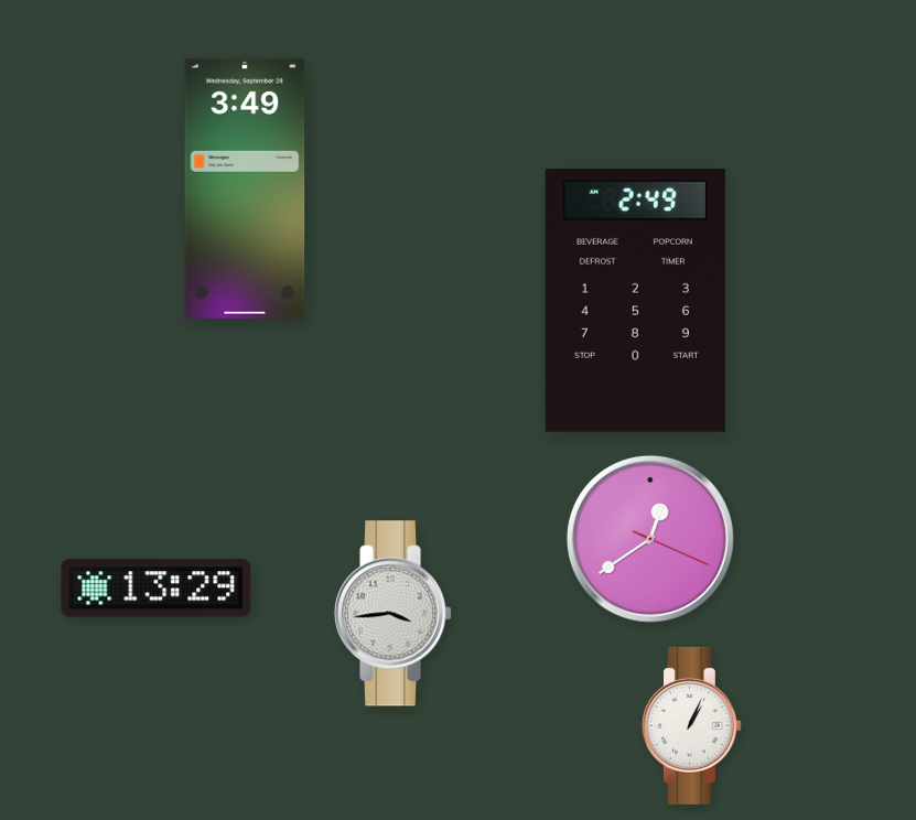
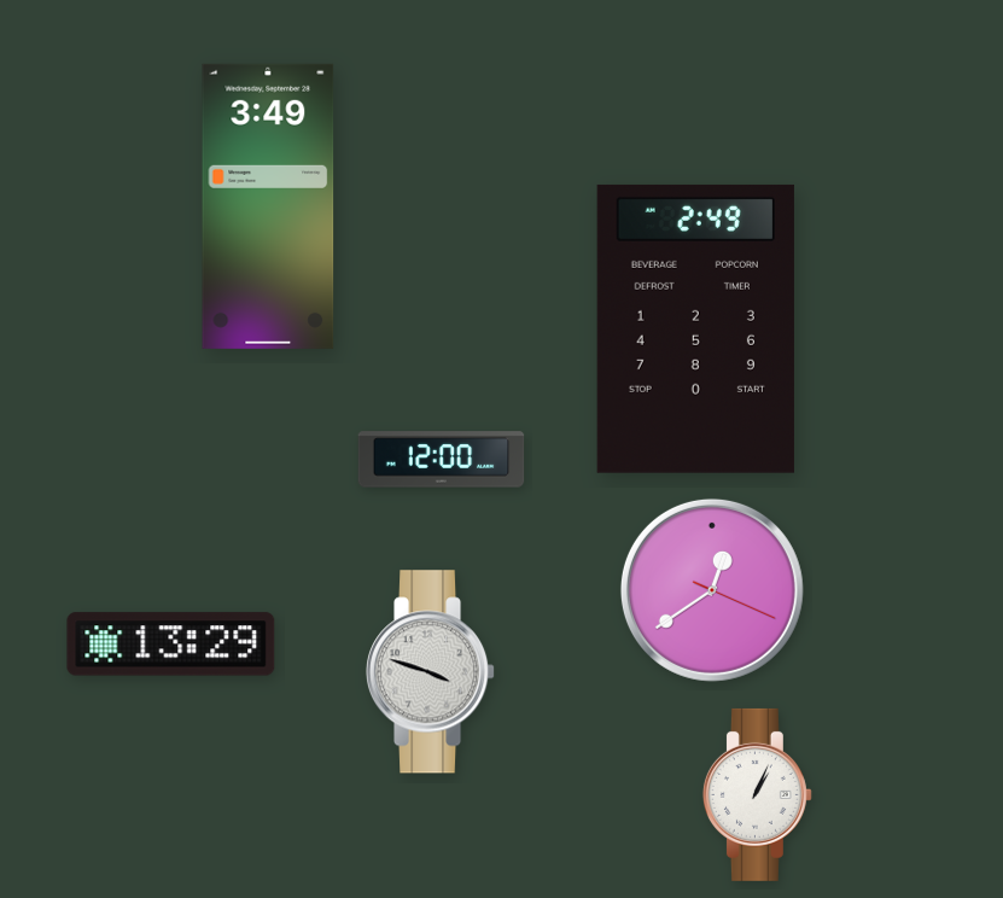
clock at (442, 460): none -> 12:00
clock at (394, 614): 3:44 -> 3:48
